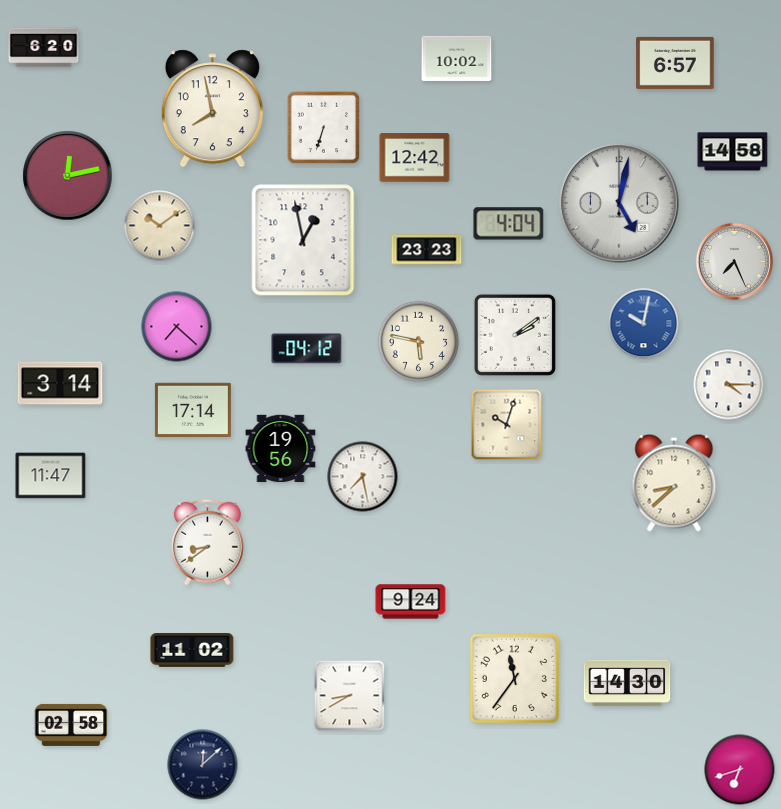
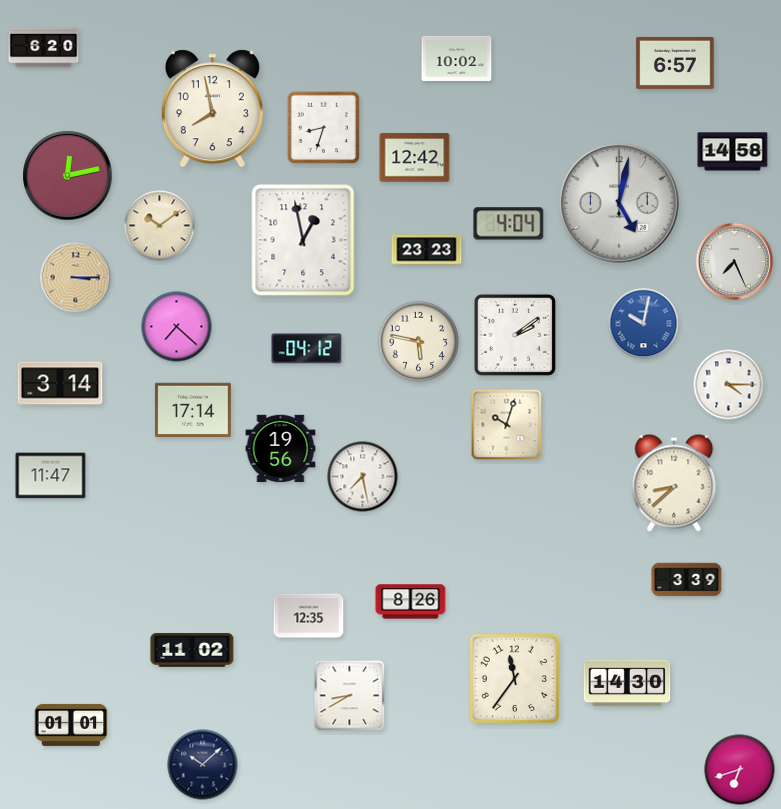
clock at (324, 128): 6:33 -> 8:33
clock at (76, 278): none -> 3:15
clock at (207, 542): 8:39 -> none
clock at (687, 580): none -> 3:39
clock at (411, 602): 9:24 -> 8:26
clock at (309, 616): none -> 12:35
clock at (71, 725): 02:58 -> 01:01
clock at (203, 765): 12:08 -> 10:08
